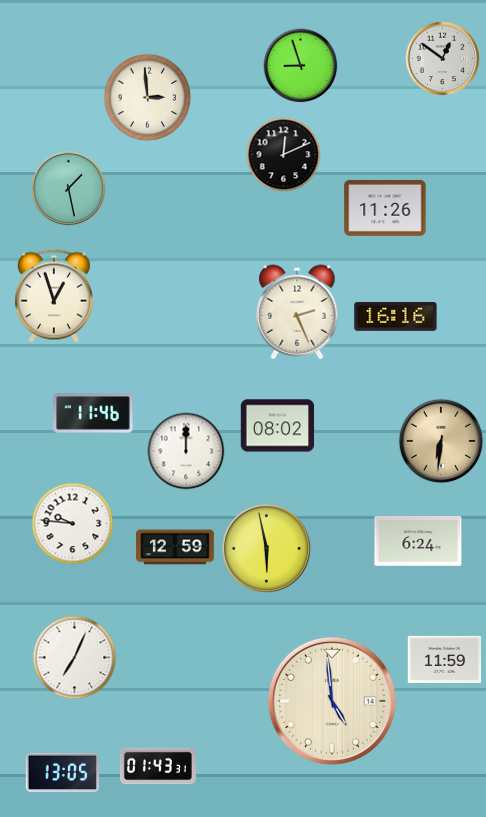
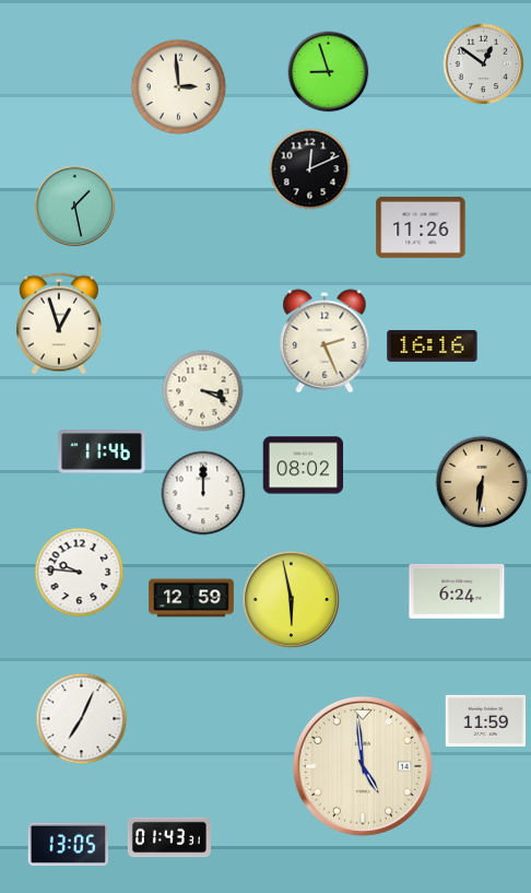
clock at (148, 98) position: (148, 98) -> (179, 87)
clock at (203, 391): none -> 3:19
clock at (158, 766) position: (158, 766) -> (169, 837)
